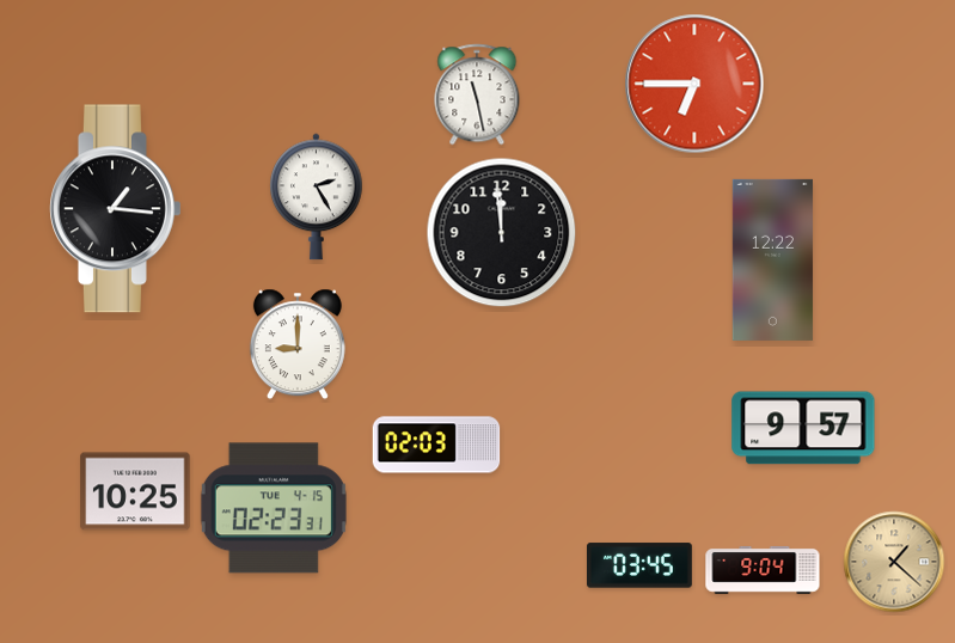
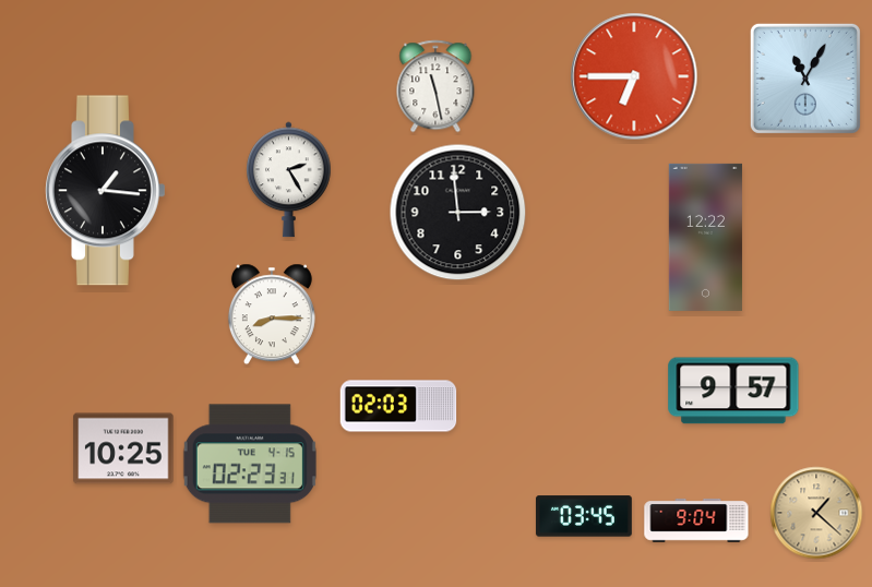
clock at (805, 79): none -> 11:05
clock at (502, 233): 11:59 -> 2:59
clock at (298, 344): 9:00 -> 8:15
